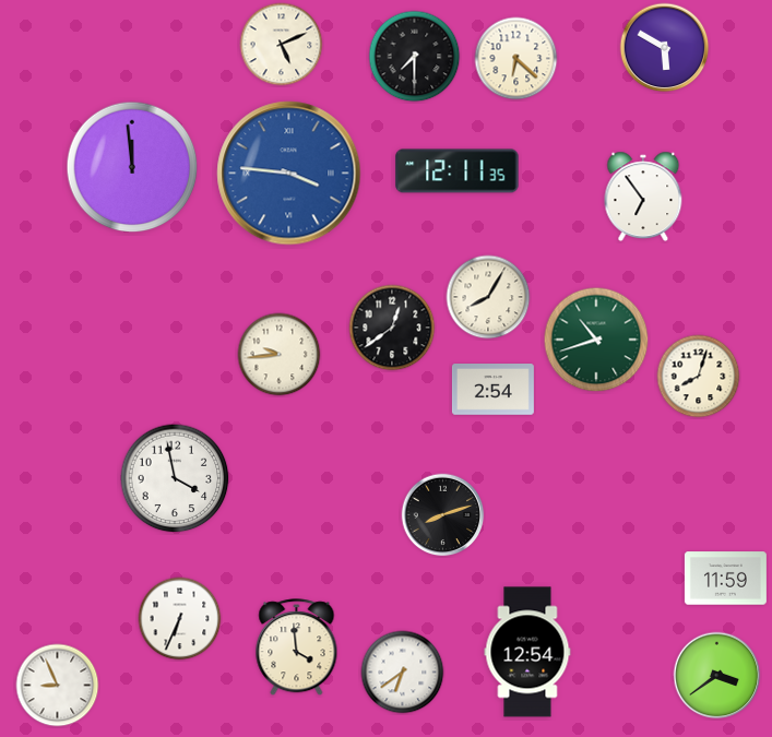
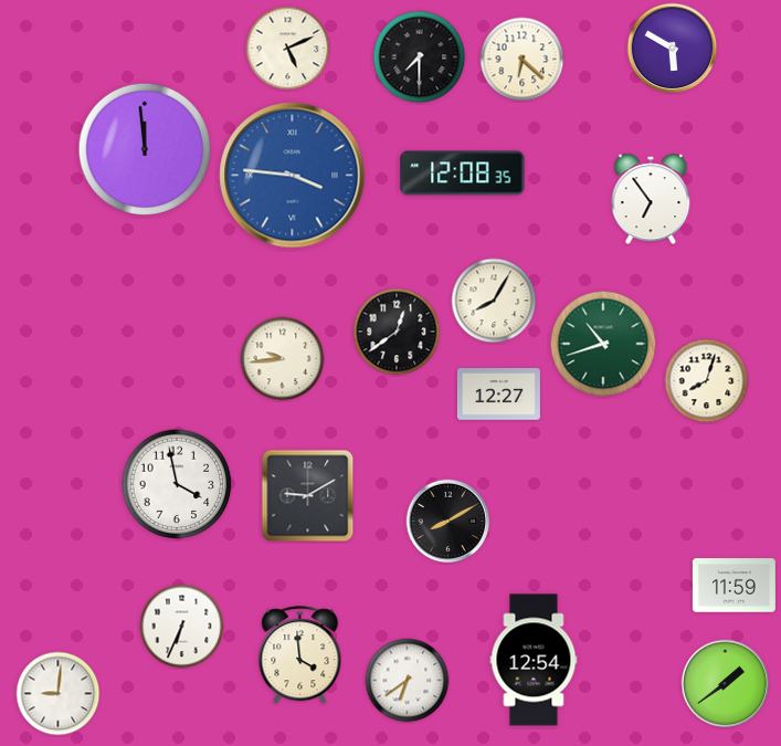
clock at (282, 45) position: (282, 45) -> (288, 49)
clock at (132, 167) position: (132, 167) -> (145, 149)
clock at (458, 171): 12:11 -> 12:08
clock at (492, 390): 2:54 -> 12:27
clock at (308, 496): none -> 9:10
clock at (443, 515): 8:12 -> 8:10
clock at (717, 676): 3:39 -> 1:39
clock at (58, 686): 8:56 -> 9:01
